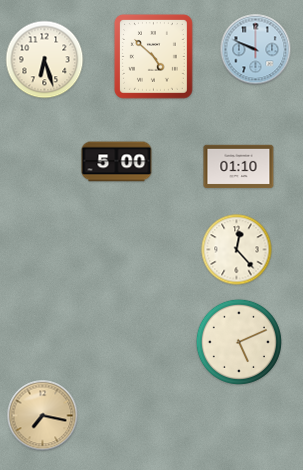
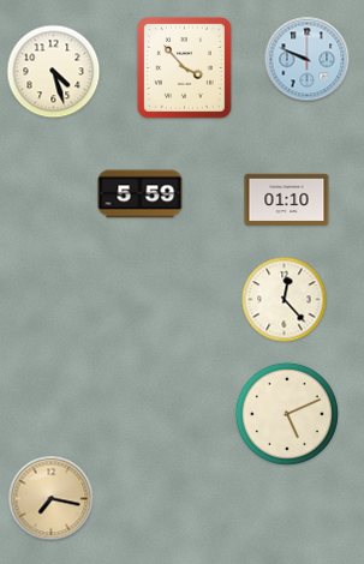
clock at (153, 57): 4:52 -> 3:53
clock at (45, 60): 6:27 -> 4:27
clock at (117, 162): 5:00 -> 5:59
clock at (239, 342) position: (239, 342) -> (287, 414)
